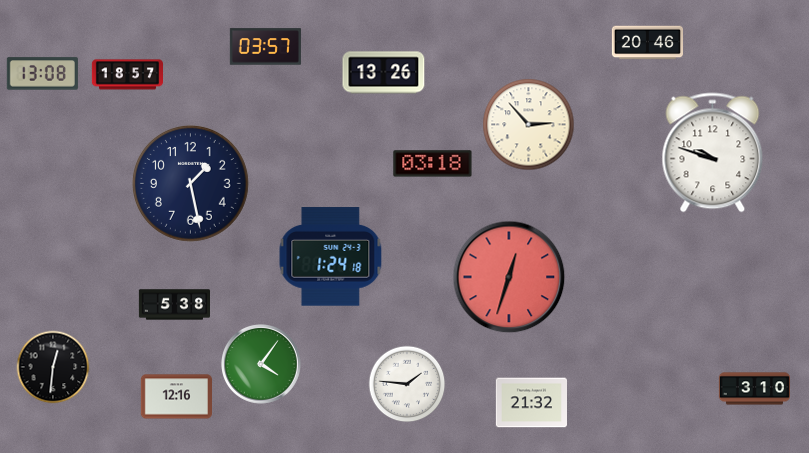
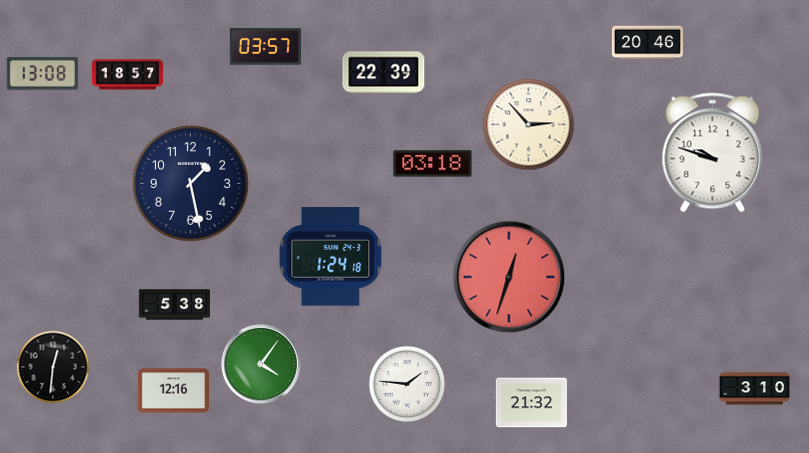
clock at (384, 73): 13:26 -> 22:39
clock at (176, 397) position: (176, 397) -> (173, 391)
